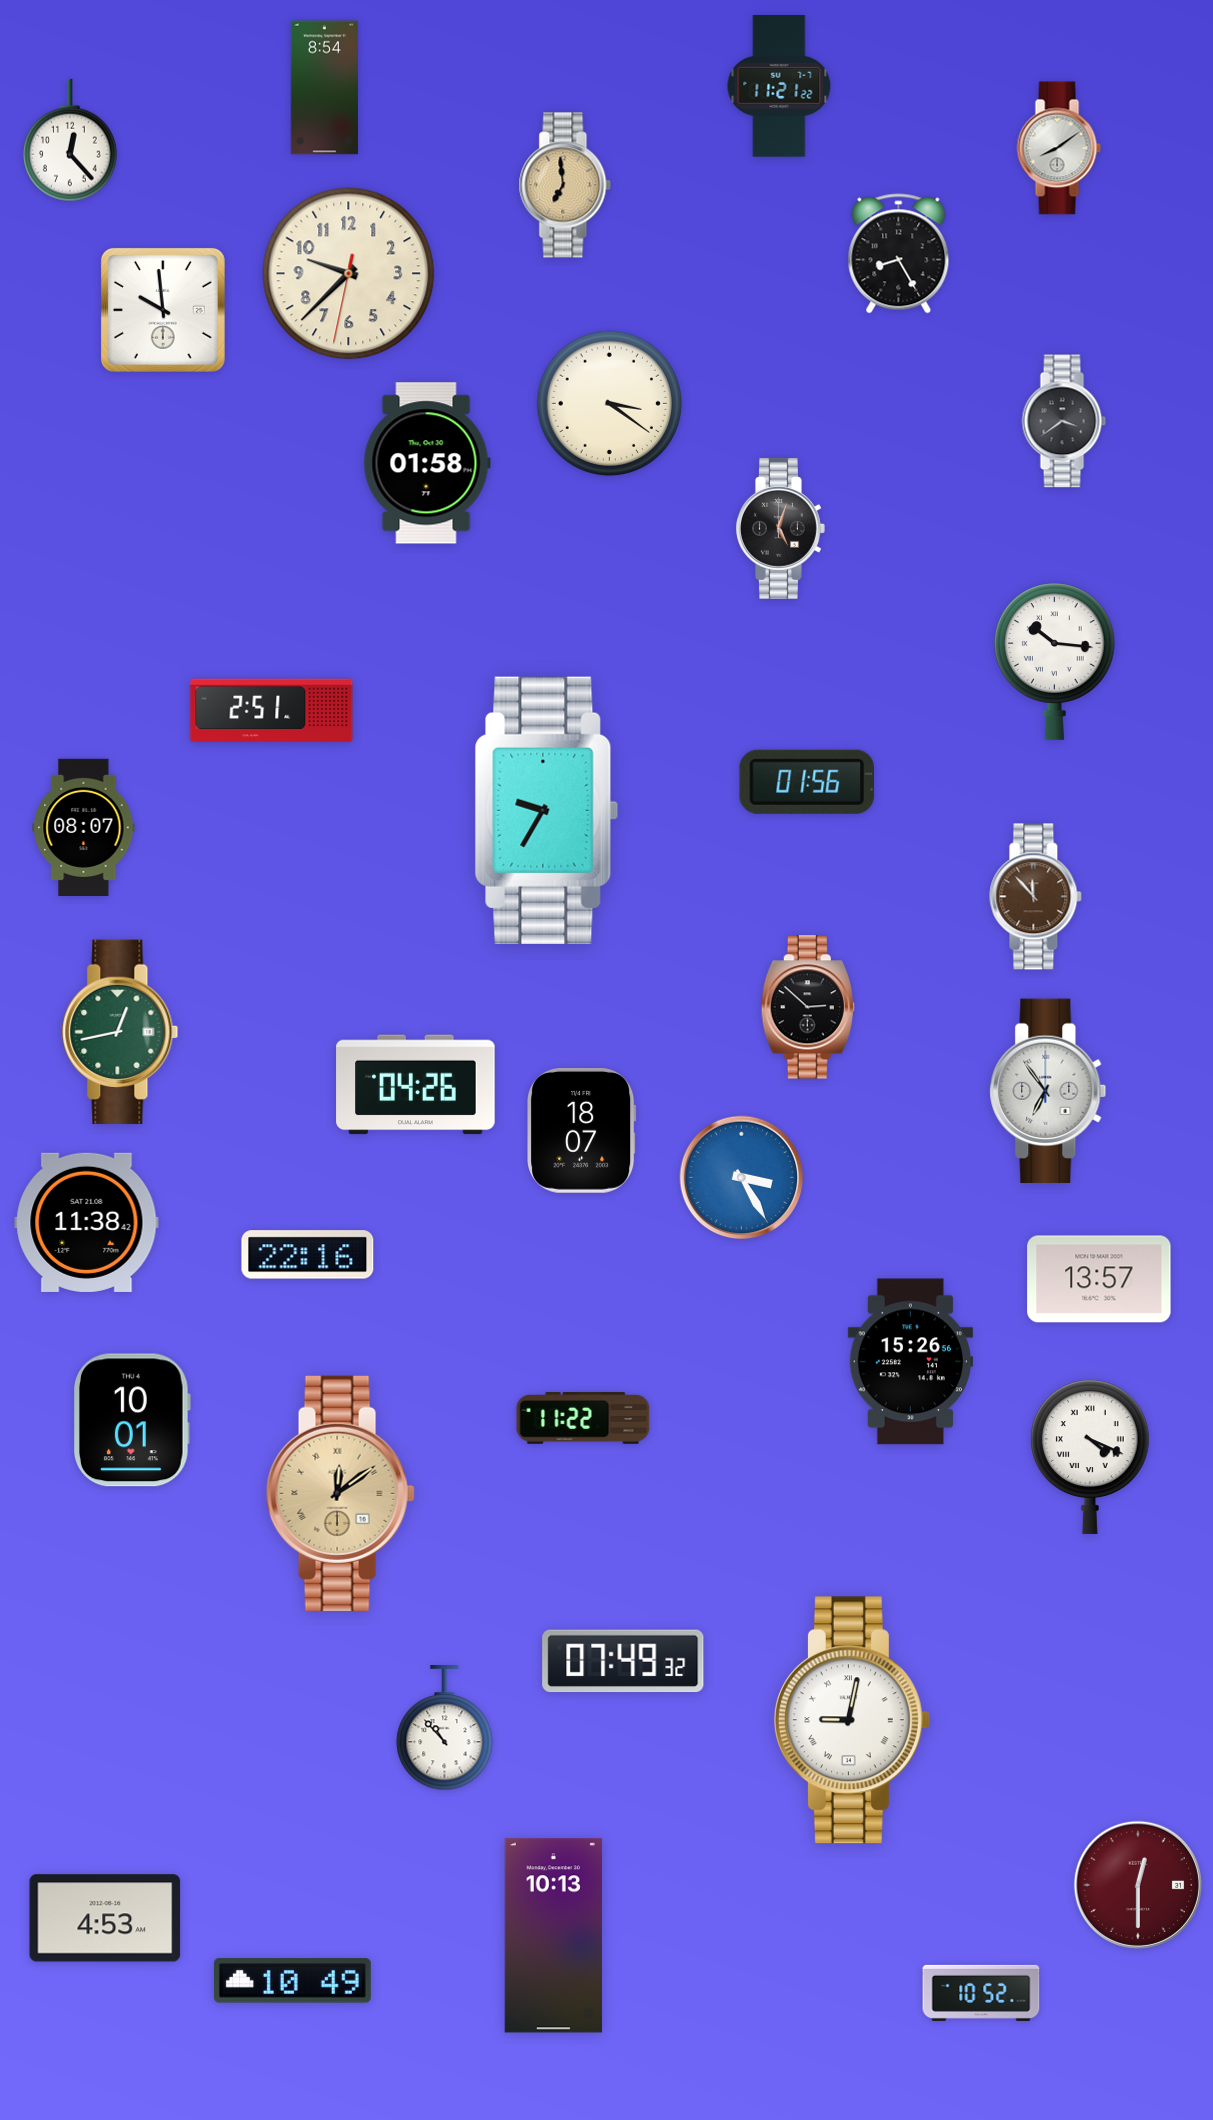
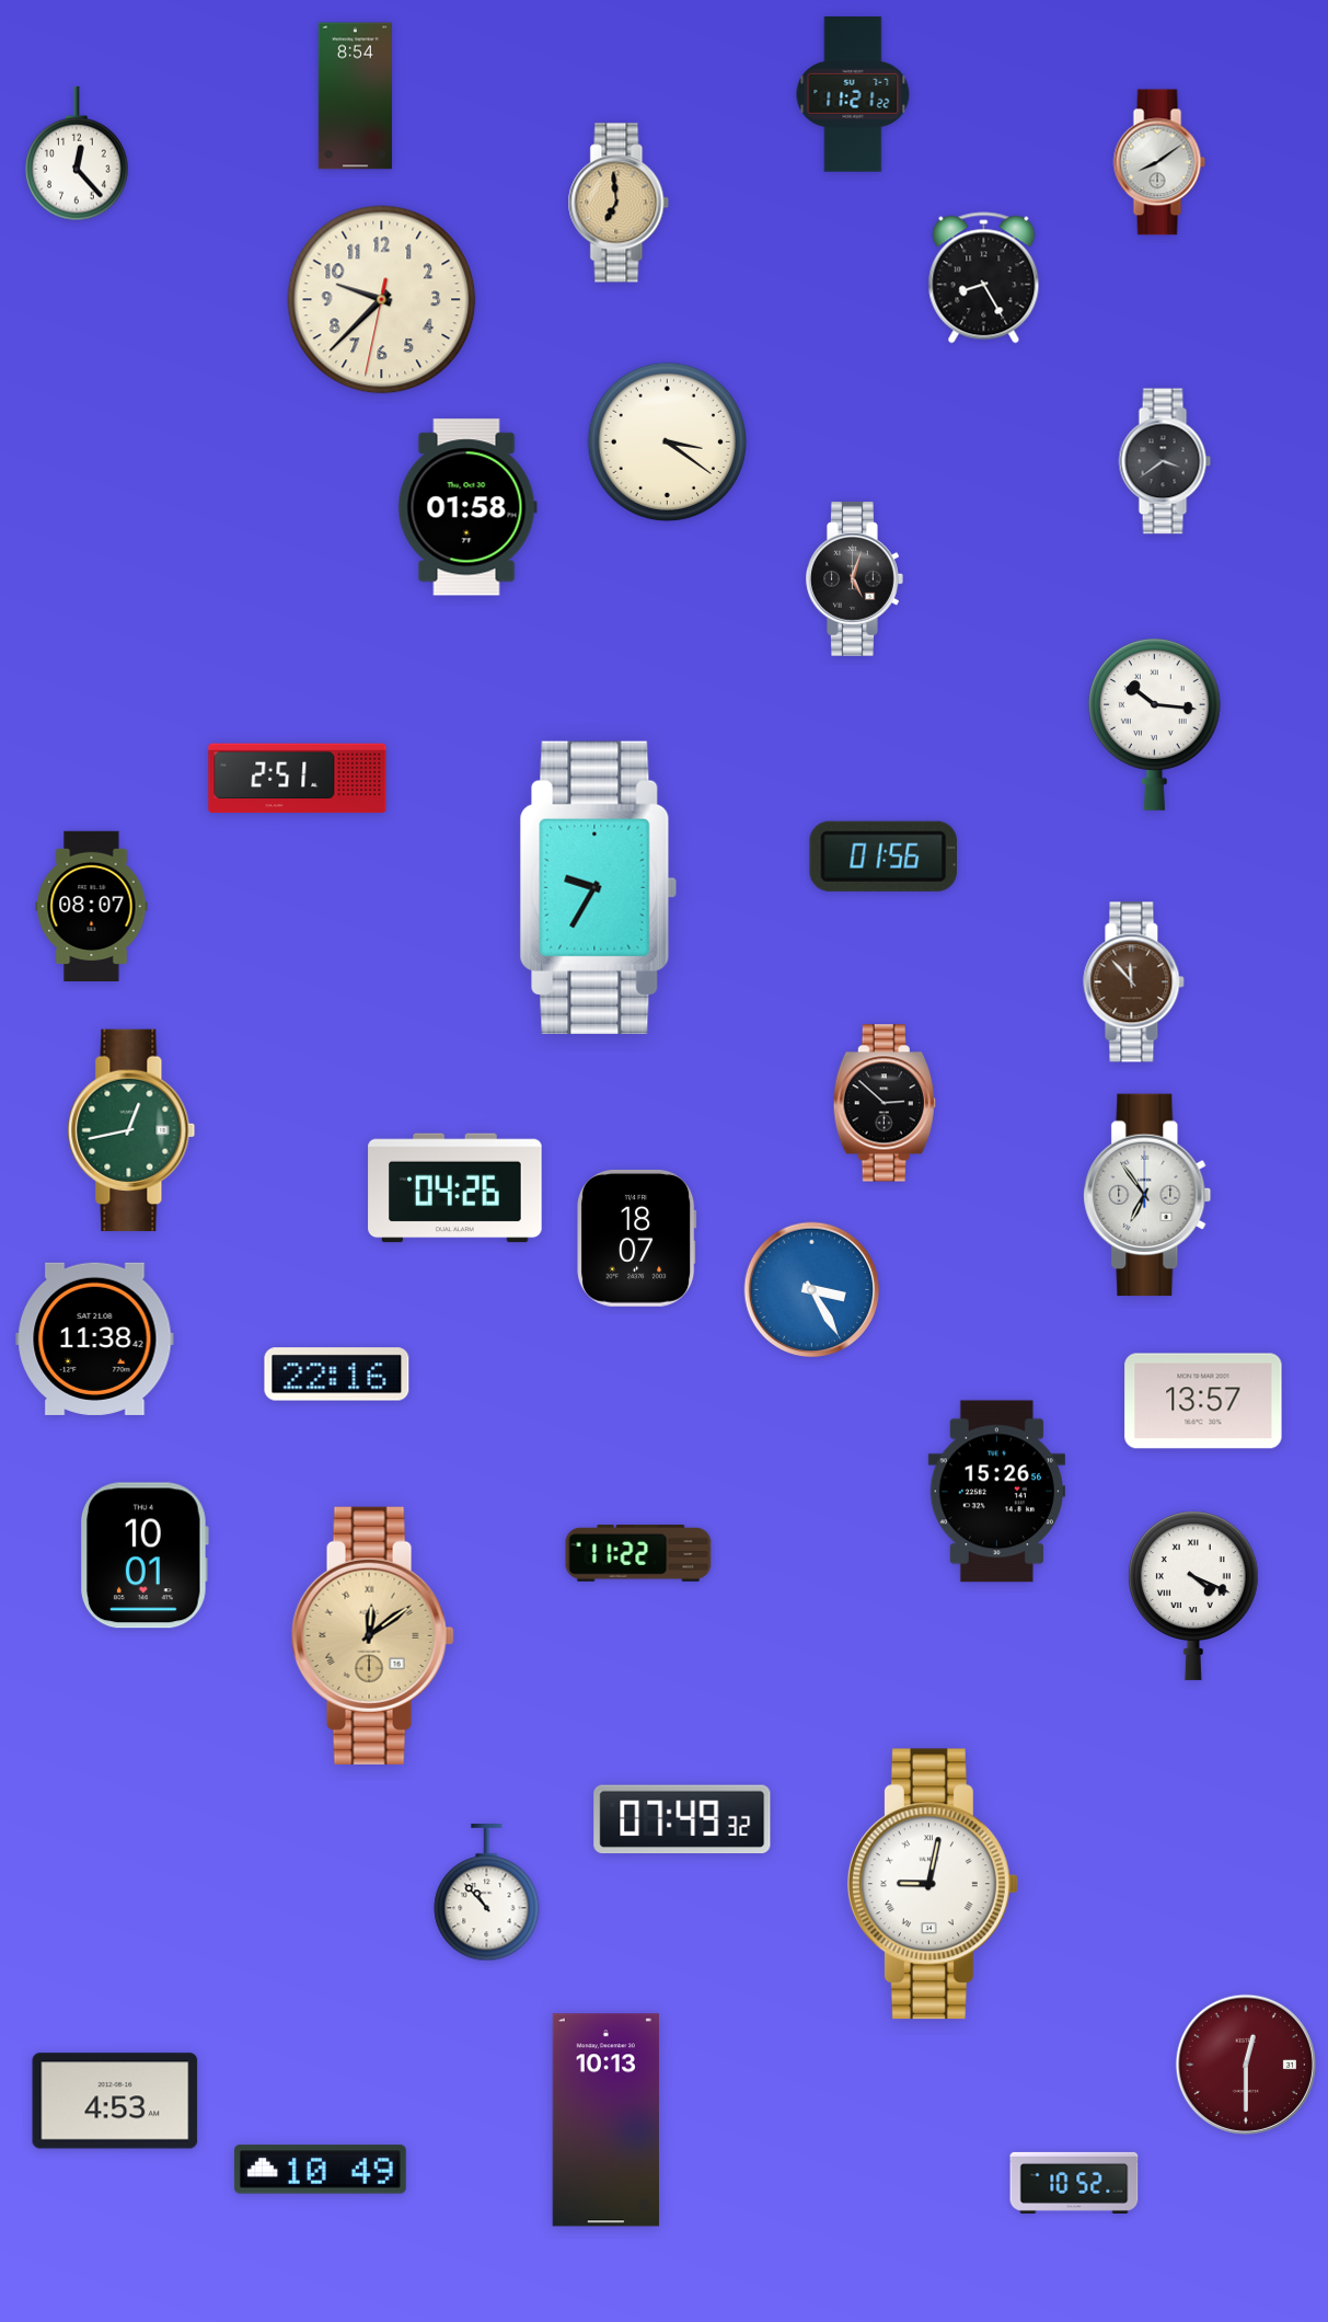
clock at (163, 310): 9:59 -> none
